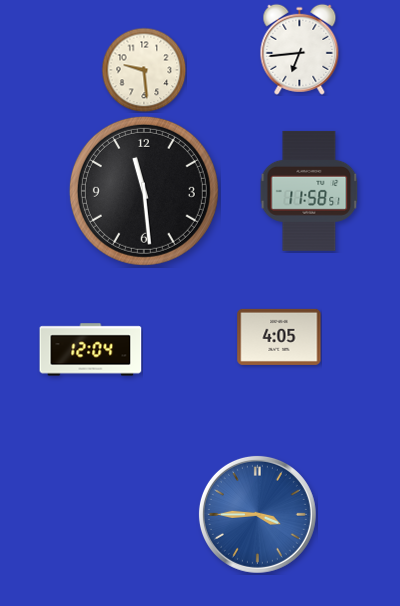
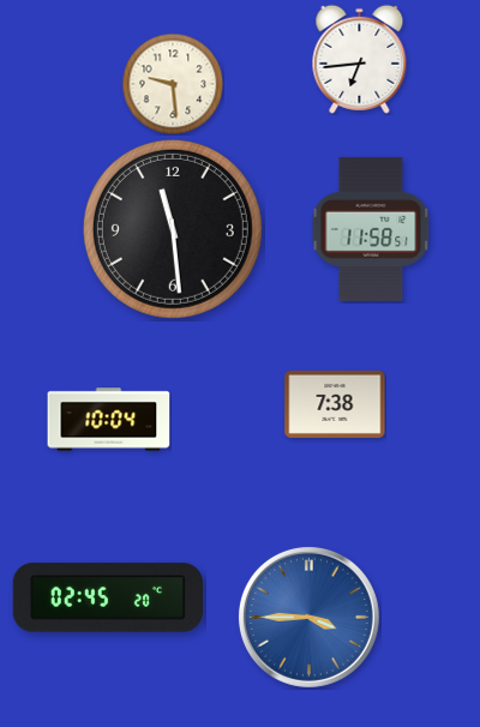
clock at (279, 337): 4:05 -> 7:38
clock at (91, 350): 12:04 -> 10:04
clock at (108, 597): none -> 02:45
